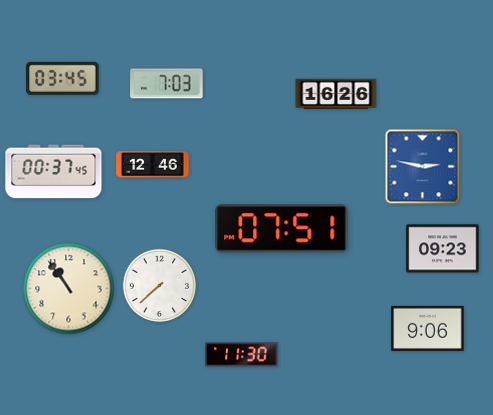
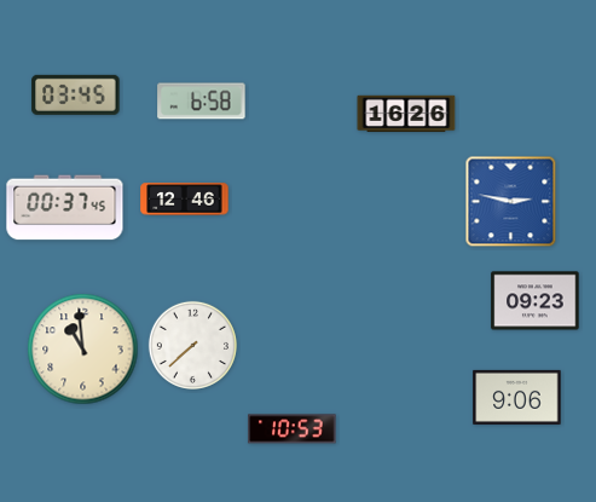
clock at (167, 84): 7:03 -> 6:58
clock at (282, 229): 07:51 -> none
clock at (69, 289): 10:54 -> 10:59
clock at (242, 355): 11:30 -> 10:53
